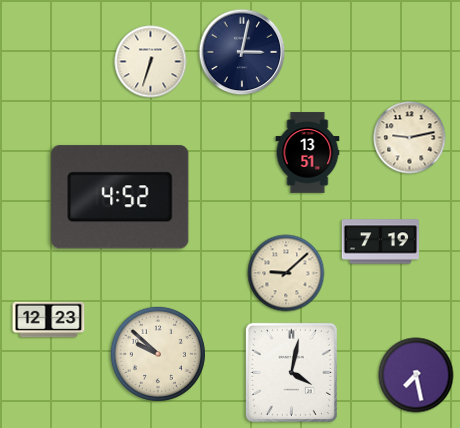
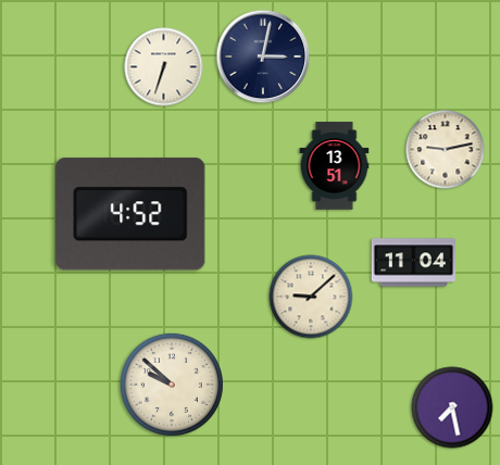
clock at (380, 242): 7:19 -> 11:04
clock at (49, 320): 12:23 -> none
clock at (291, 372): 4:02 -> none
